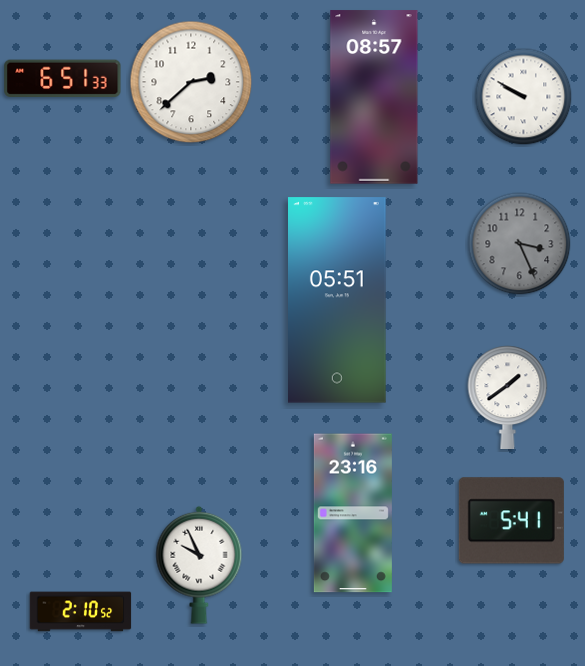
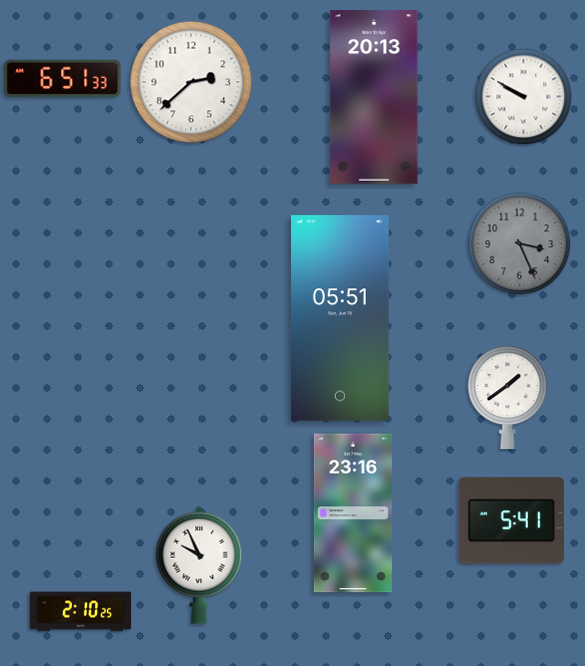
clock at (374, 97): 08:57 -> 20:13
clock at (338, 300) position: (338, 300) -> (341, 318)
clock at (81, 612): 2:10:52 -> 2:10:25
